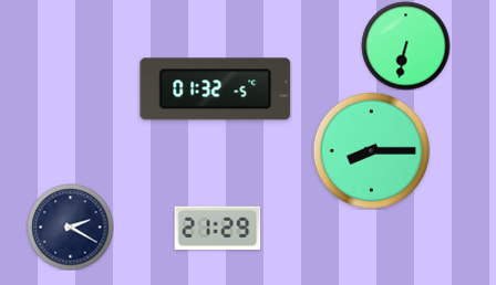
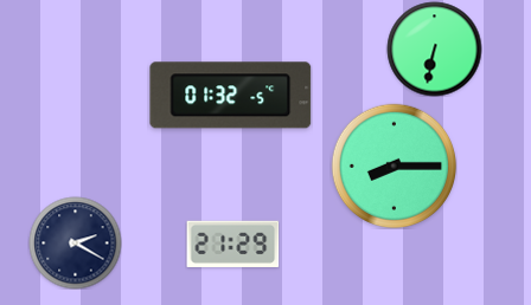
clock at (371, 150) position: (371, 150) -> (394, 166)
